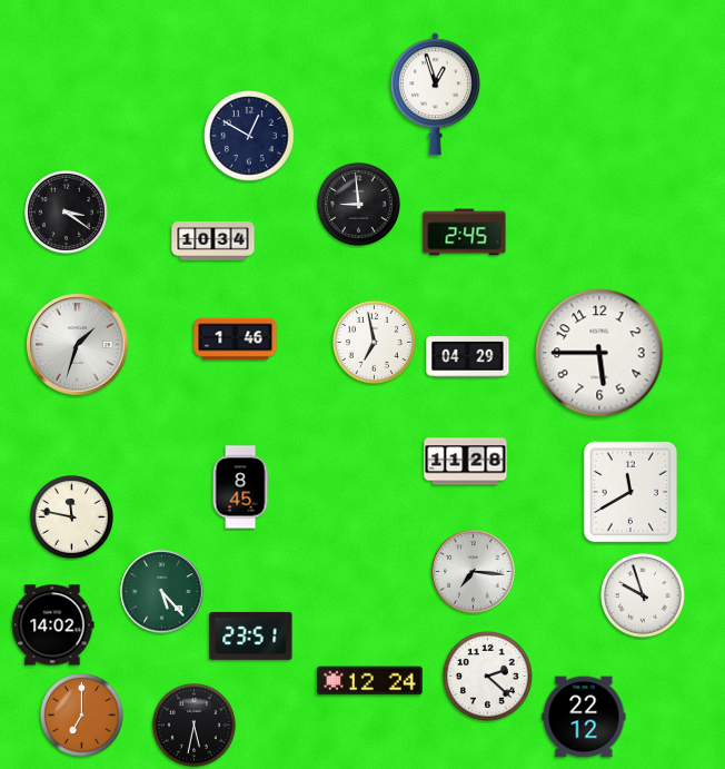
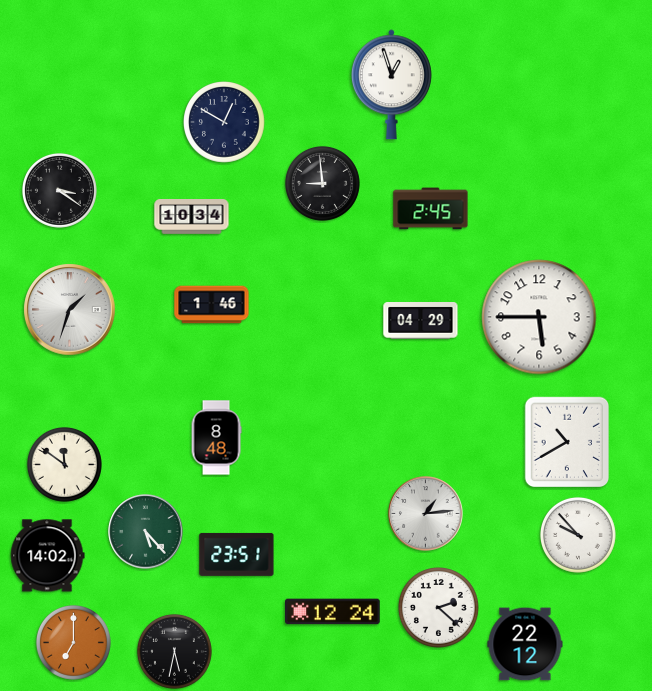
clock at (465, 233) position: (465, 233) -> (431, 209)
clock at (374, 342): 6:58 -> none
clock at (466, 462): 11:28 -> none
clock at (240, 487): 8:45 -> 8:48
clock at (630, 492): 11:40 -> 10:40
clock at (71, 516): 11:47 -> 11:51
clock at (474, 572): 7:16 -> 1:14
clock at (643, 595): 9:57 -> 9:53
clock at (52, 625) position: (52, 625) -> (47, 556)
clock at (251, 635) position: (251, 635) -> (237, 554)
